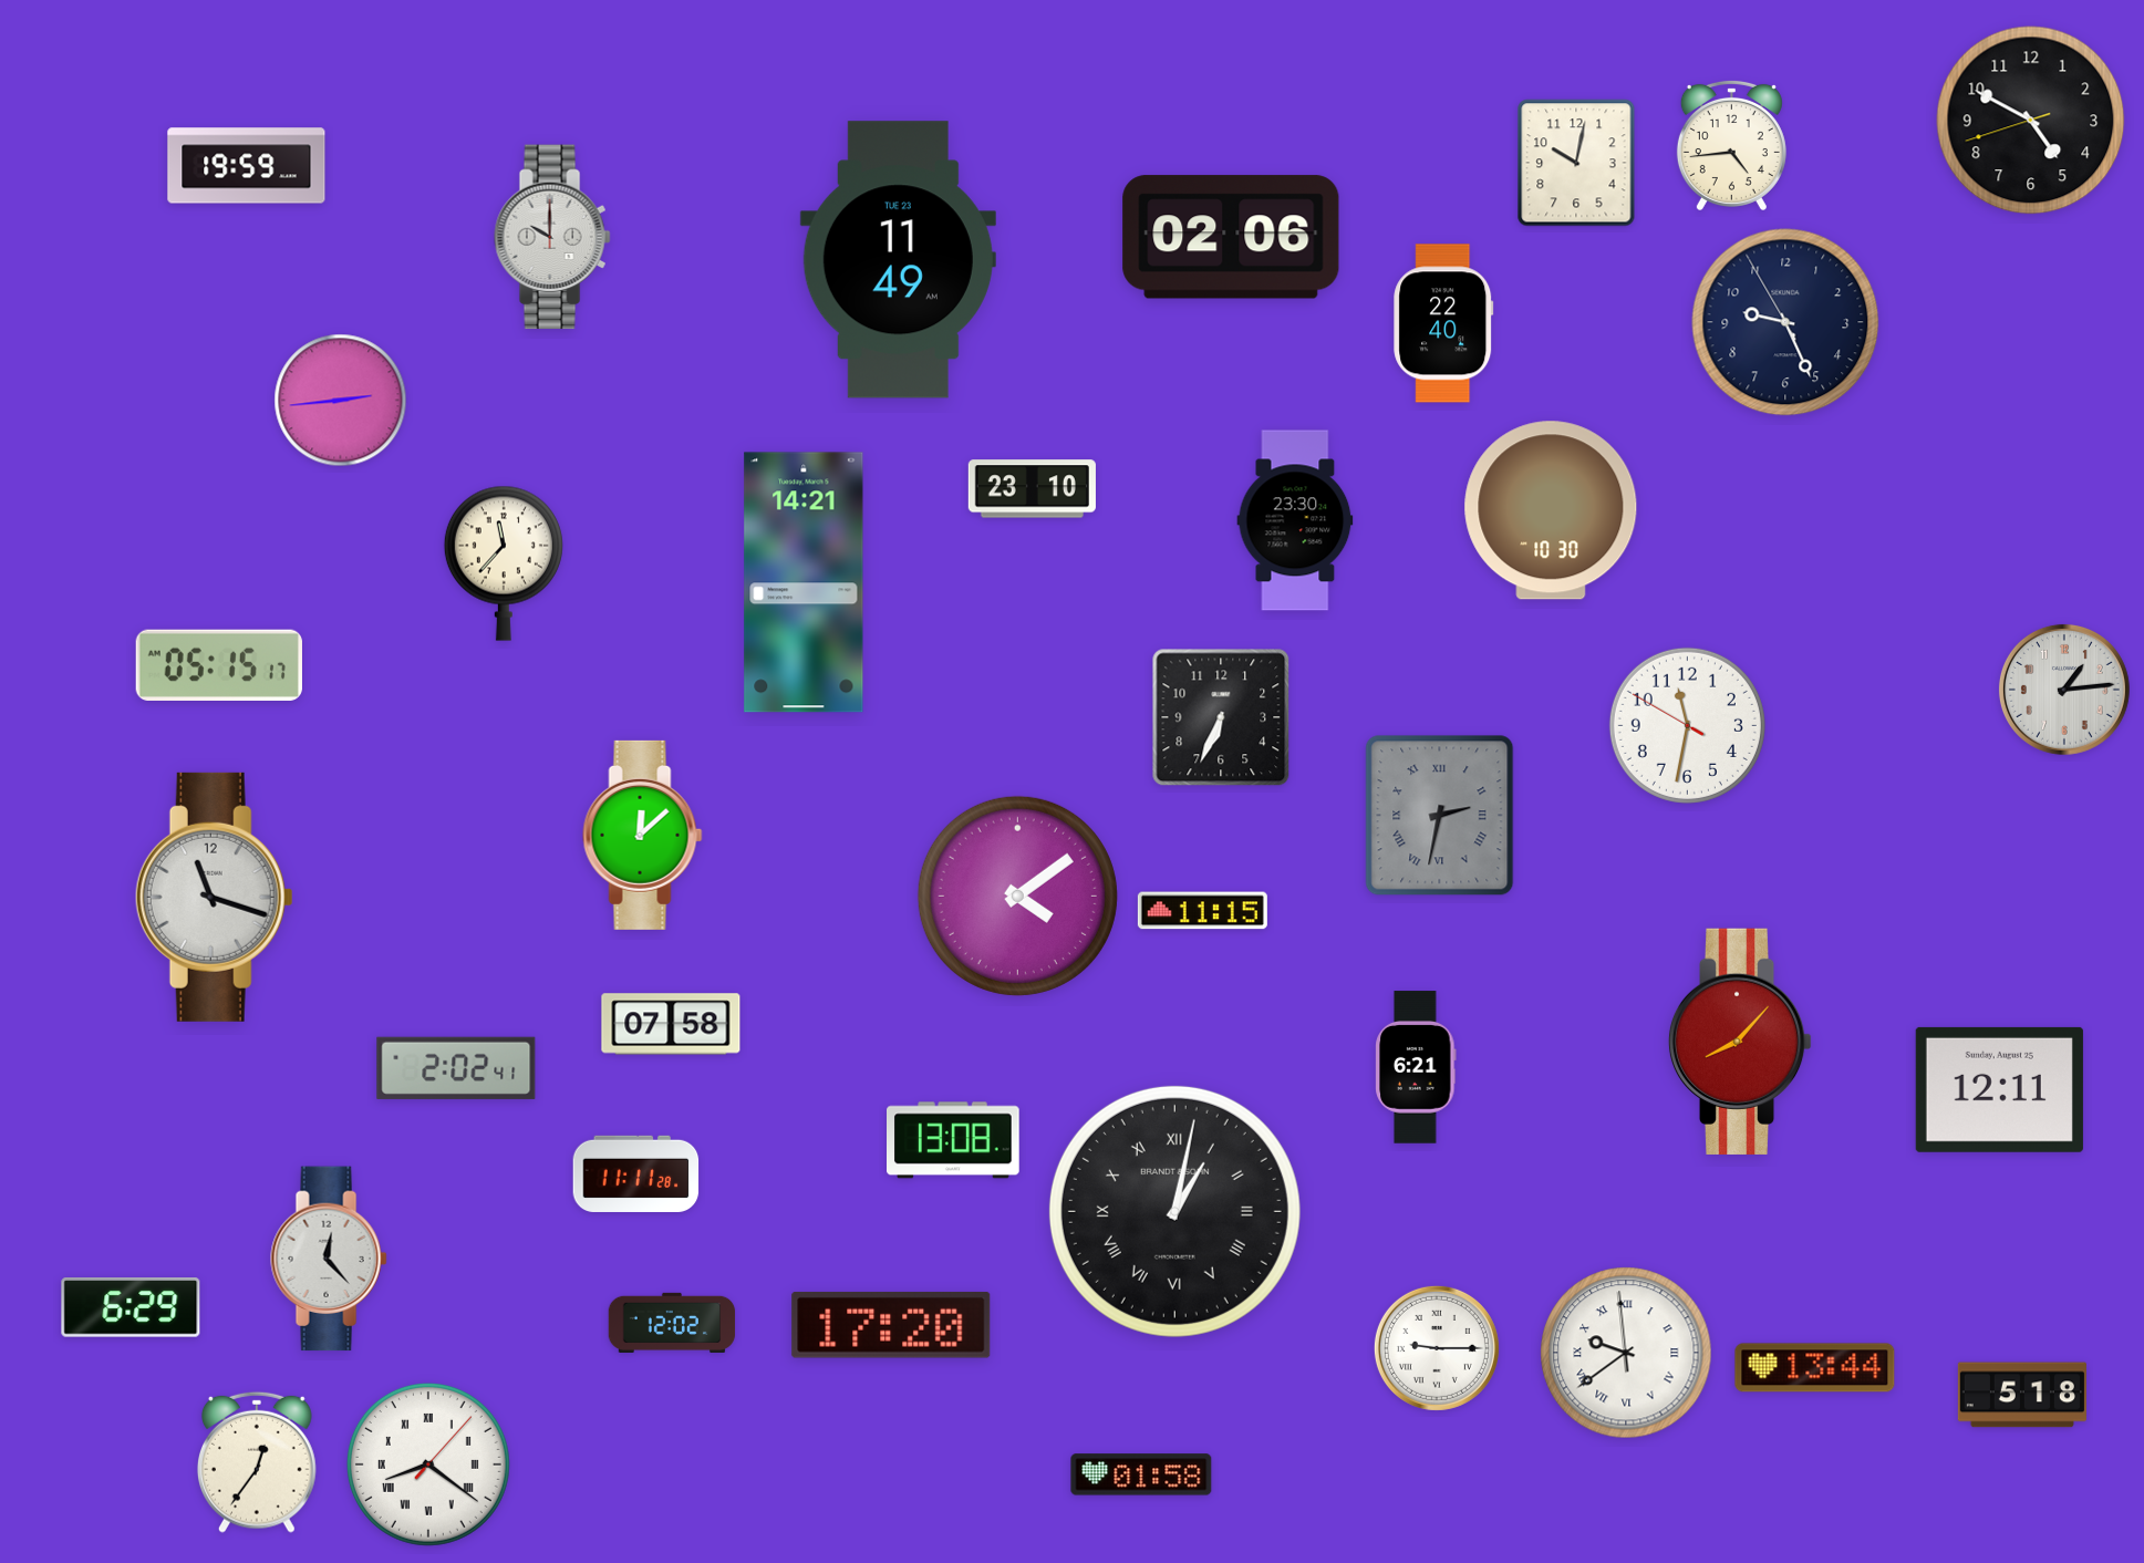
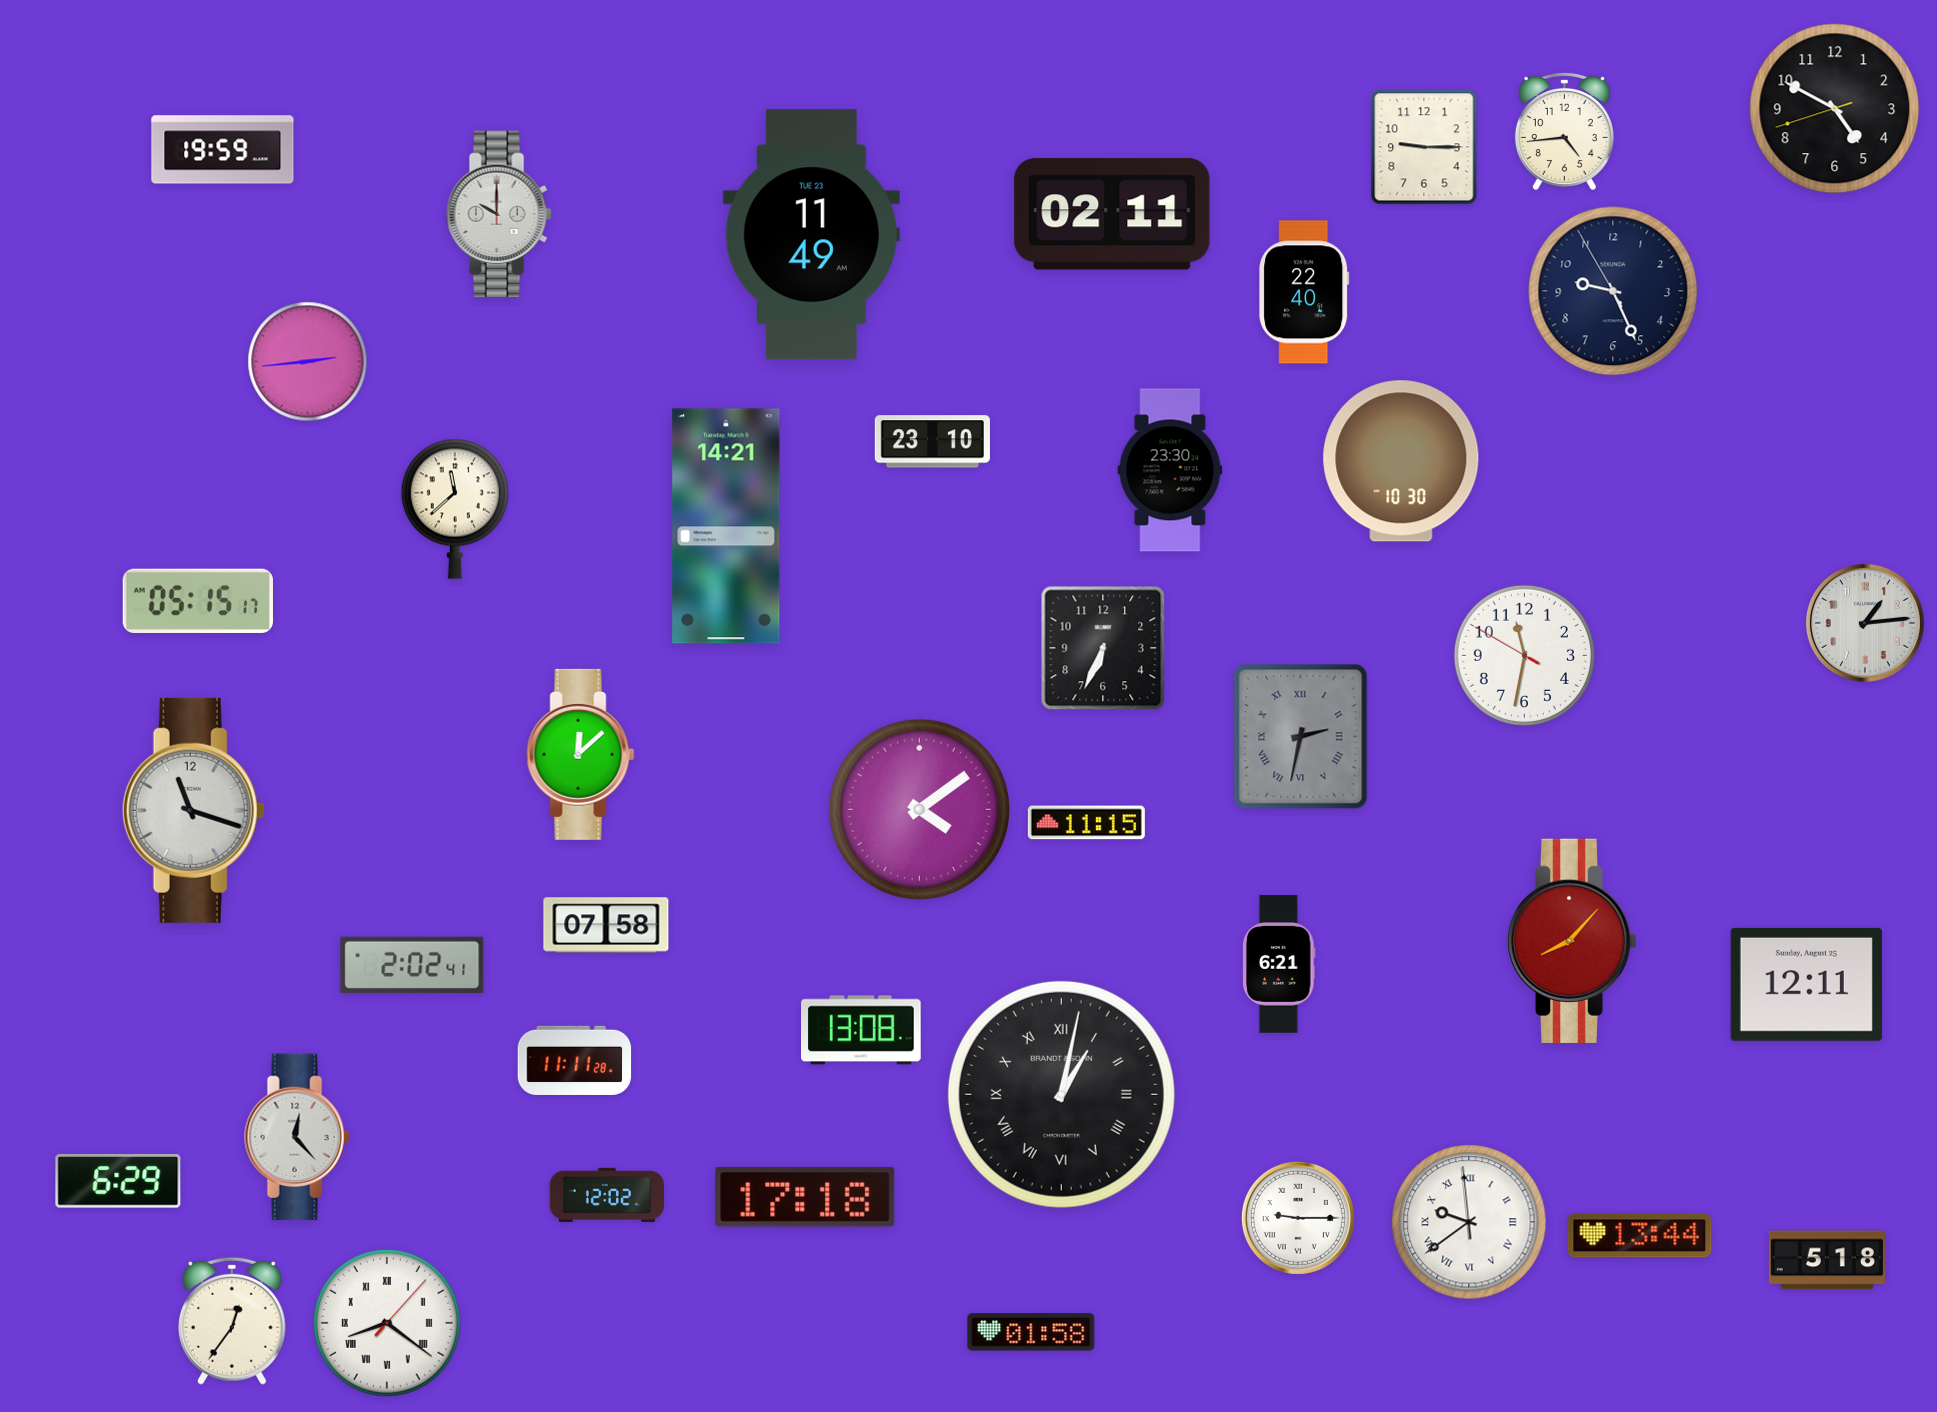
clock at (1576, 163): 10:02 -> 9:15
clock at (1231, 237): 02:06 -> 02:11
clock at (504, 563): 11:37 -> 11:38
clock at (891, 1325): 17:20 -> 17:18
